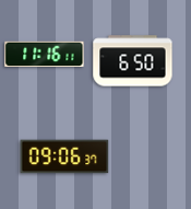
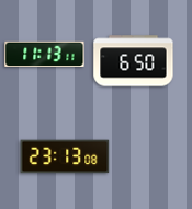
clock at (45, 54): 11:16 -> 11:13
clock at (64, 156): 09:06 -> 23:13
